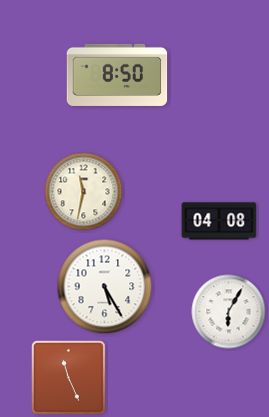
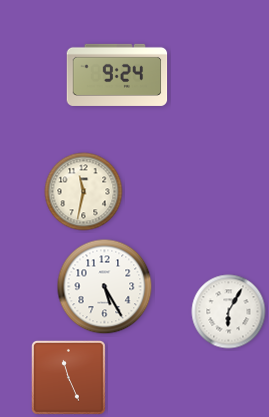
clock at (117, 75): 8:50 -> 9:24
clock at (219, 221): 04:08 -> none
